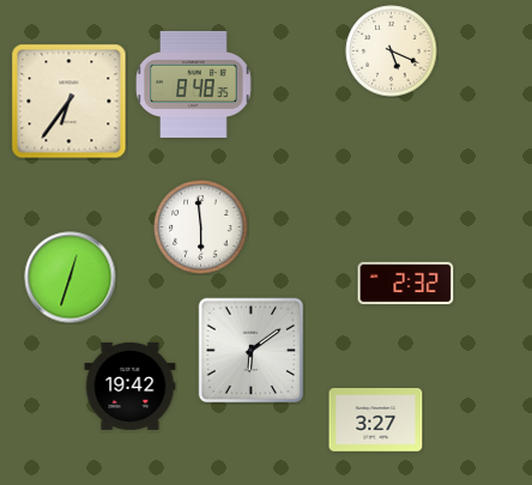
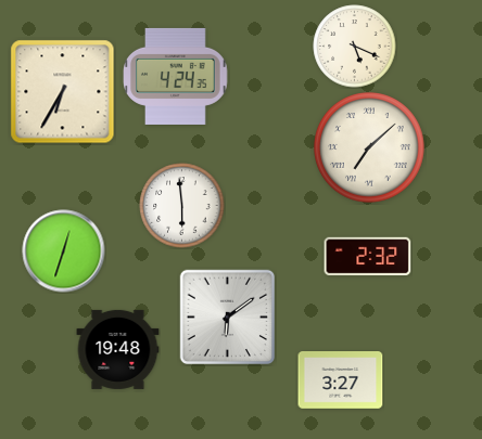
clock at (194, 84): 8:48 -> 4:24
clock at (69, 102): 6:36 -> 6:35
clock at (369, 147): none -> 7:08
clock at (131, 386): 19:42 -> 19:48
